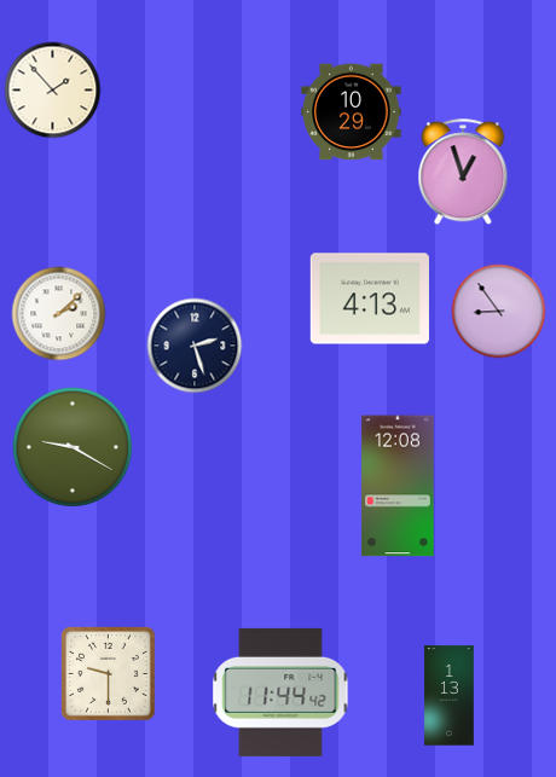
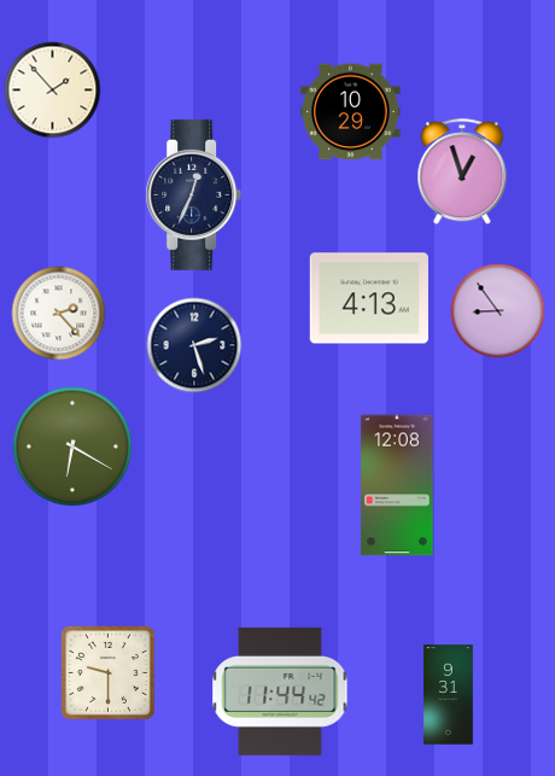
clock at (194, 194): none -> 12:34
clock at (59, 314): 2:08 -> 2:23
clock at (73, 447): 9:20 -> 6:20
clock at (450, 696): 1:13 -> 9:31
